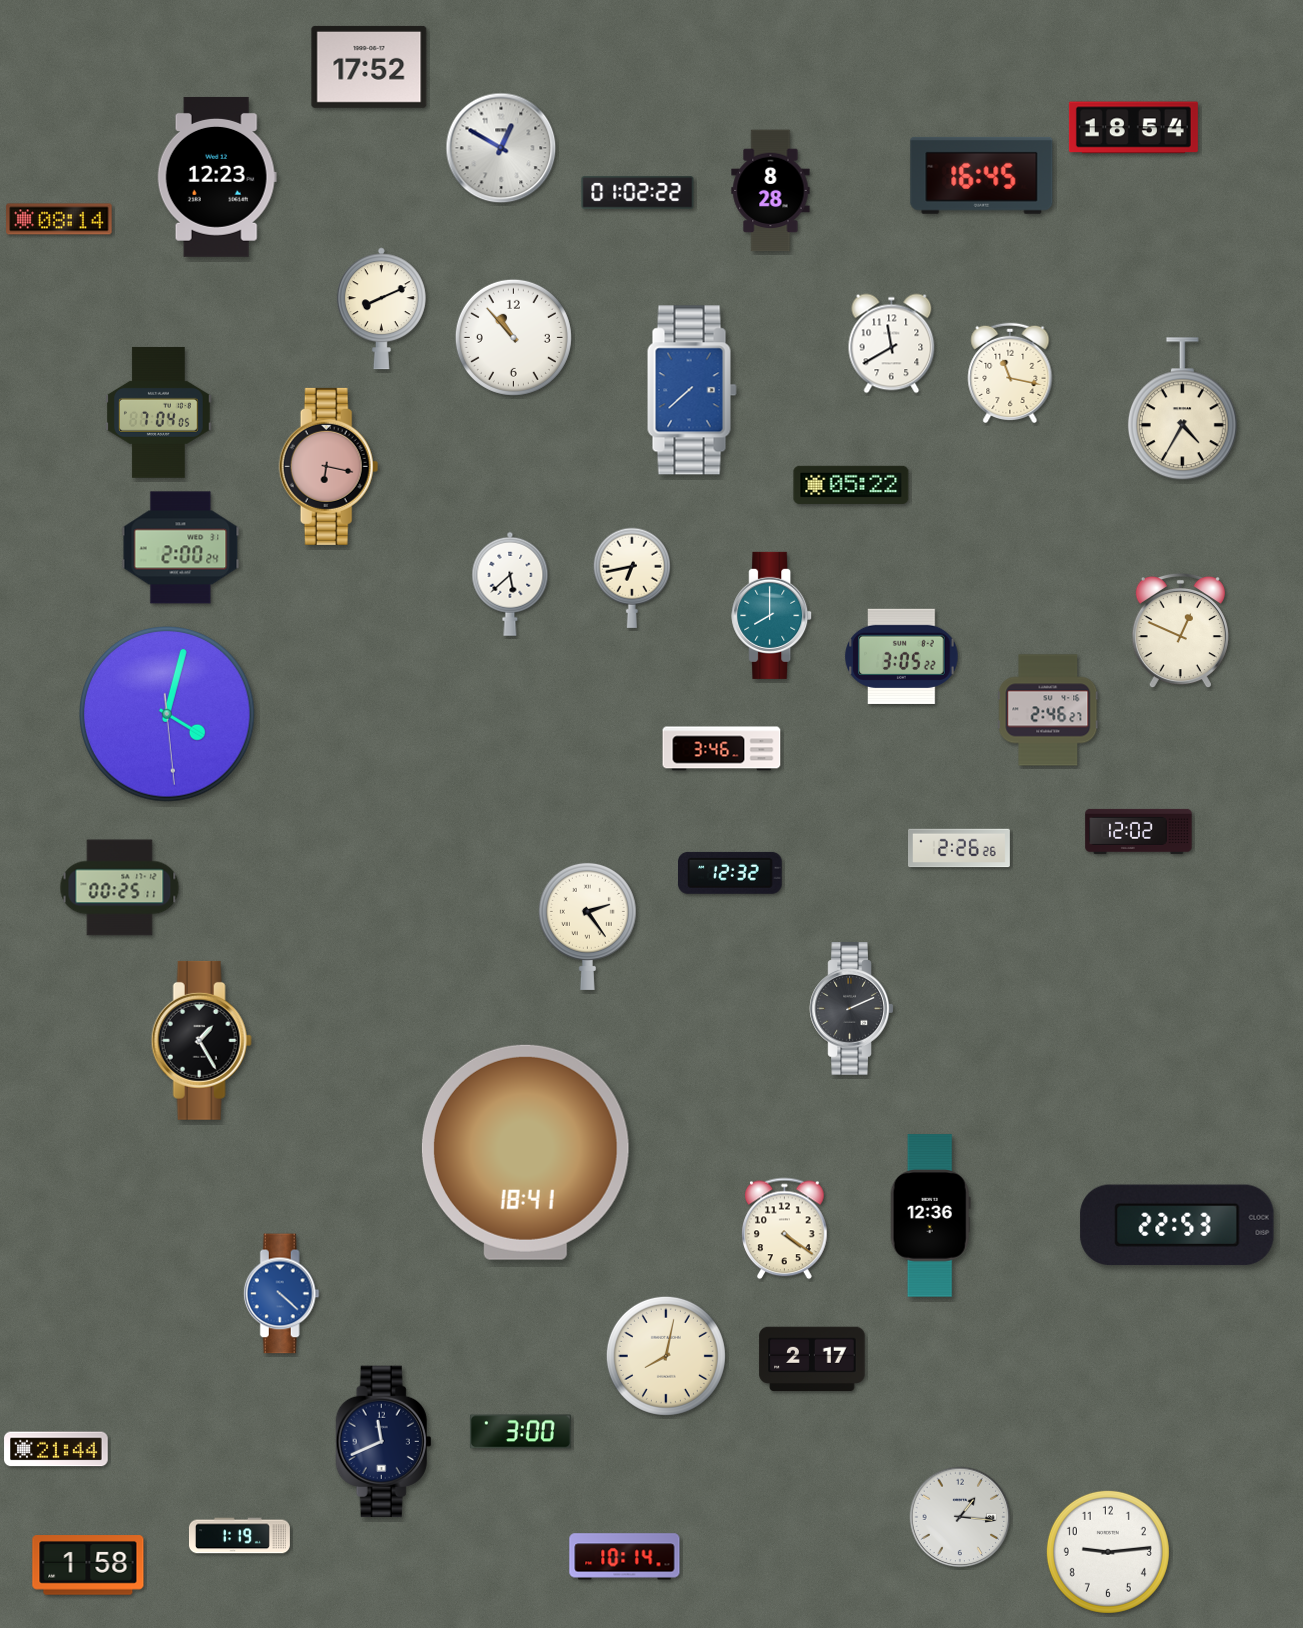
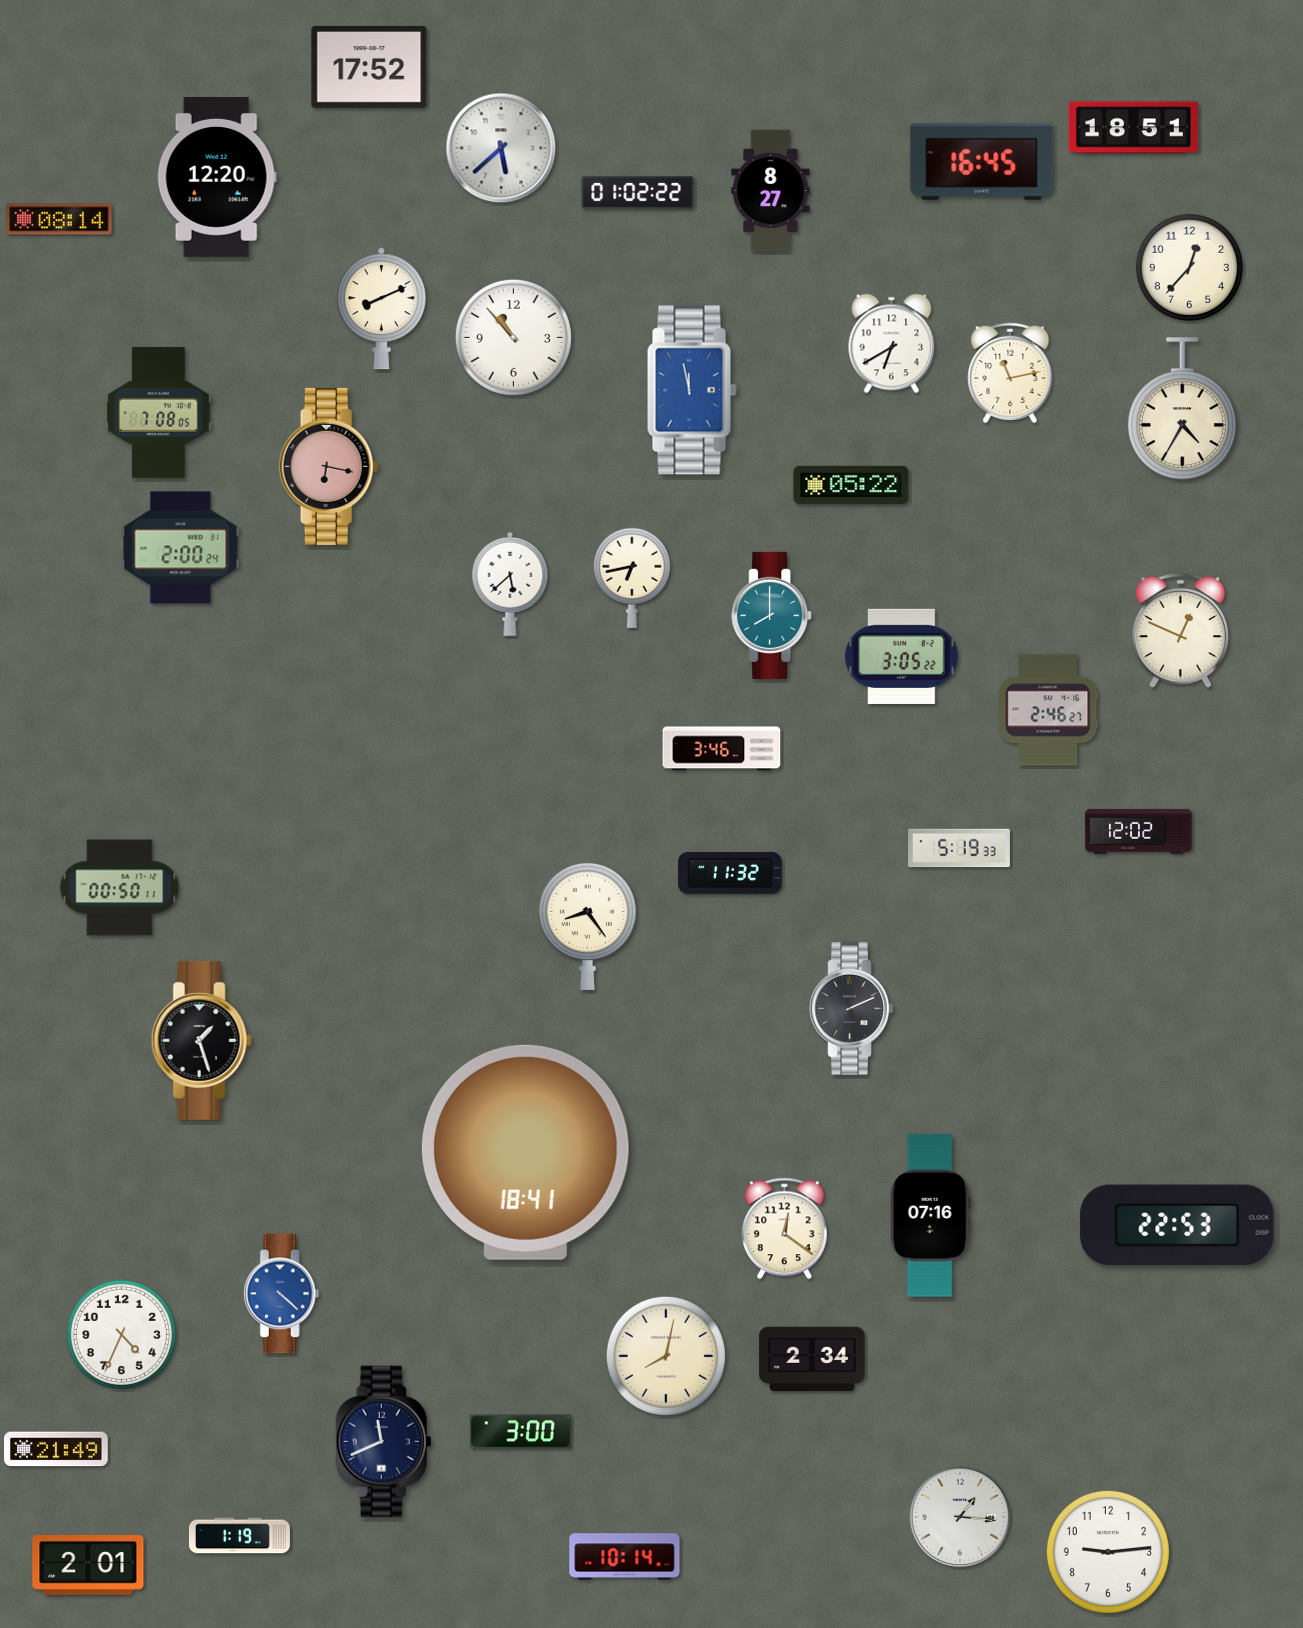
clock at (1133, 128): 18:54 -> 18:51
clock at (501, 148): 12:50 -> 5:38
clock at (982, 175) position: (982, 175) -> (982, 161)
clock at (217, 177): 12:23 -> 12:20
clock at (771, 191): 8:28 -> 8:27
clock at (1189, 267): none -> 12:37
clock at (892, 344): 11:40 -> 6:40
clock at (1010, 373): 11:17 -> 11:13
clock at (692, 390): 7:38 -> 11:58
clock at (159, 412): 7:04 -> 7:08
clock at (168, 715): 4:02 -> none
clock at (960, 848): 2:26 -> 5:19
clock at (731, 873): 12:32 -> 11:32
clock at (120, 888): 00:25 -> 00:50
clock at (587, 926): 2:24 -> 8:24
clock at (201, 1040): 1:25 -> 1:27
clock at (930, 1216): 12:36 -> 07:16
clock at (785, 1229): 4:21 -> 12:21
clock at (121, 1334): none -> 4:34
clock at (812, 1359): 2:17 -> 2:34
clock at (56, 1449): 21:44 -> 21:49
clock at (88, 1565): 1:58 -> 2:01
